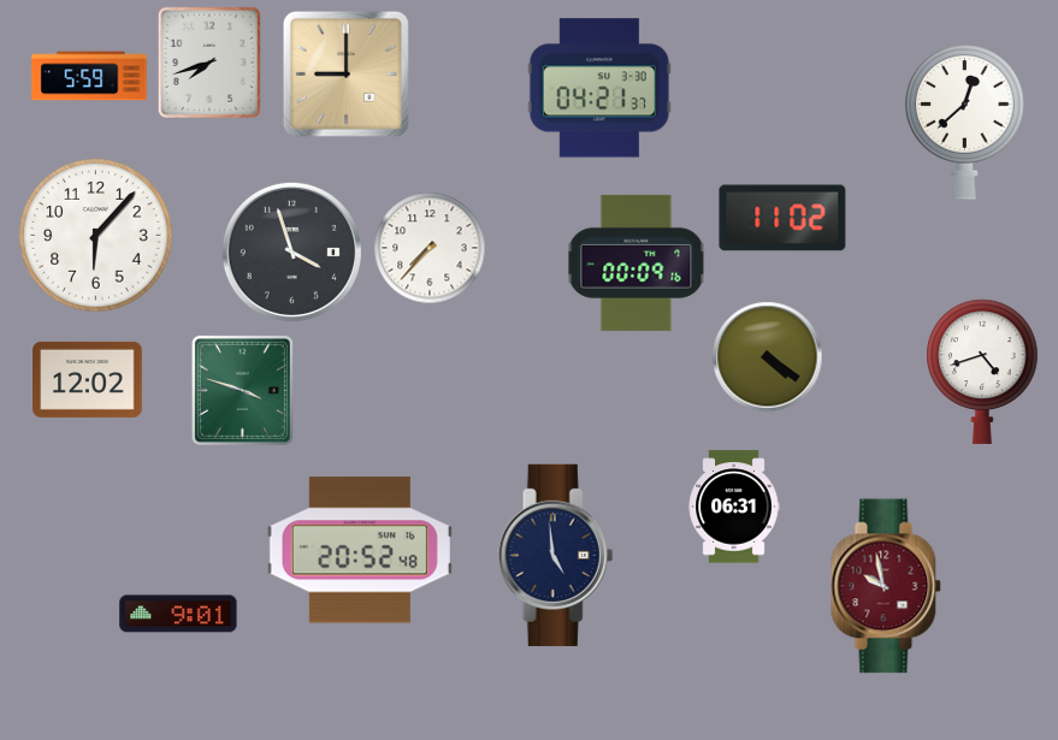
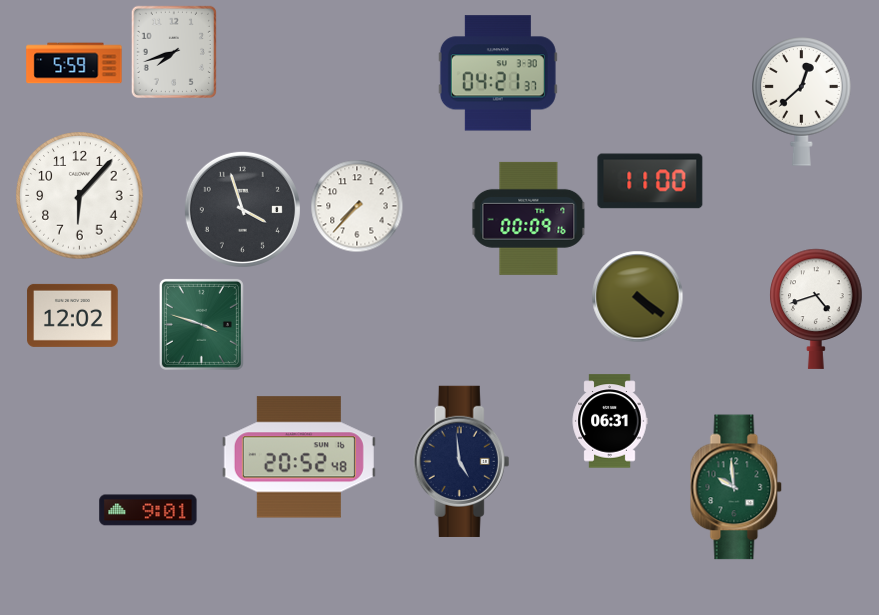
clock at (345, 73): 9:00 -> none
clock at (782, 218): 11:02 -> 11:00
clock at (886, 586): 9:58 -> 9:59
clock at (886, 586) dial: burgundy -> green
